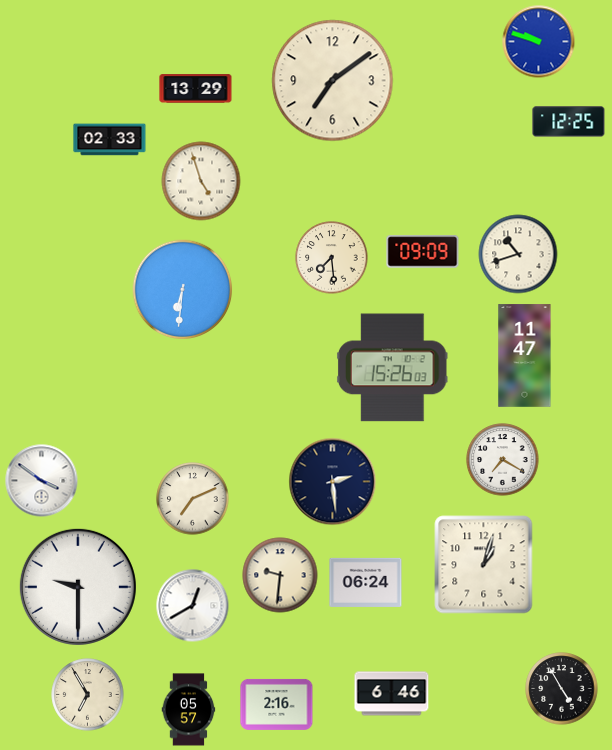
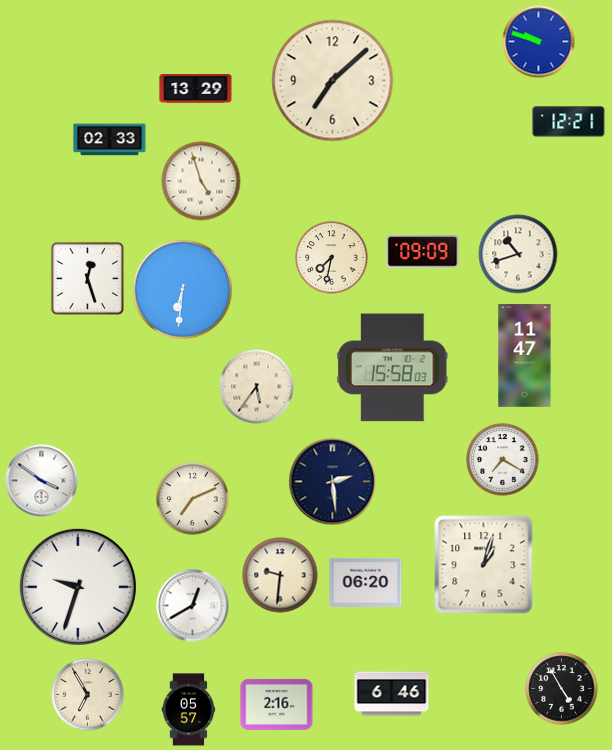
clock at (333, 81): 7:09 -> 7:08
clock at (569, 122): 12:25 -> 12:21
clock at (332, 258): 7:29 -> 7:32
clock at (87, 278): none -> 12:27
clock at (392, 368): 15:26 -> 15:58
clock at (257, 387): none -> 5:36
clock at (366, 582): 06:24 -> 06:20
clock at (78, 587): 9:30 -> 9:33
